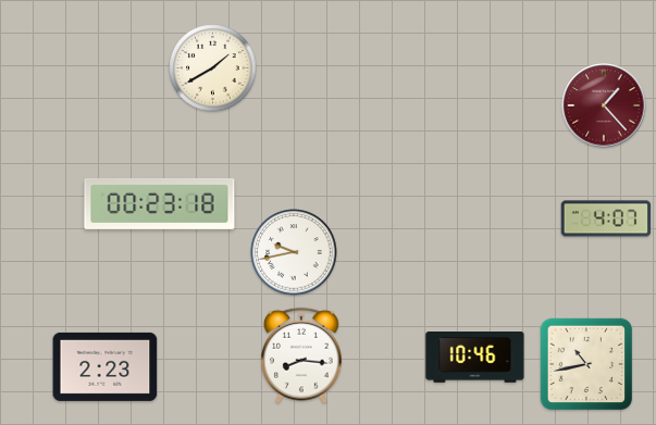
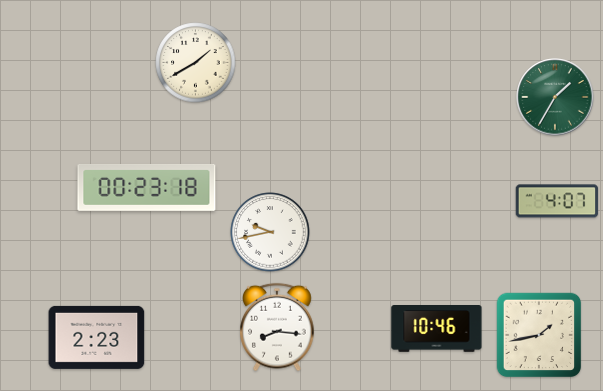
clock at (604, 105): 1:23 -> 1:35
clock at (604, 105) dial: burgundy -> green
clock at (586, 364): 10:43 -> 1:43
